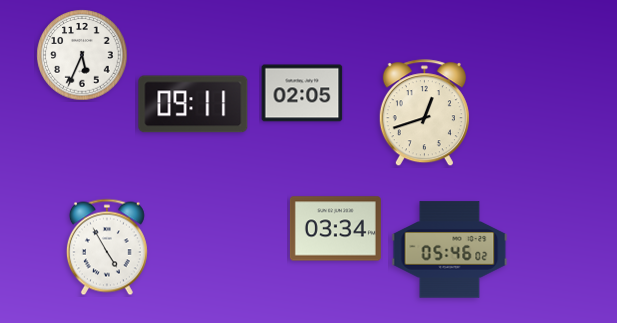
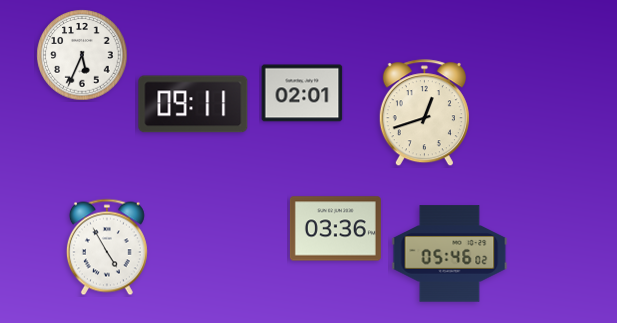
clock at (302, 93): 02:05 -> 02:01
clock at (335, 229): 03:34 -> 03:36
clock at (450, 250) position: (450, 250) -> (450, 254)
